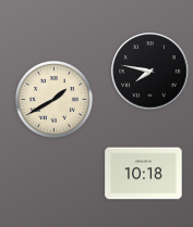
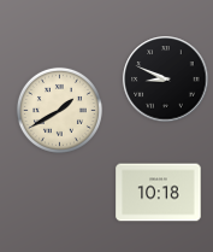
clock at (150, 72): 7:47 -> 8:49
